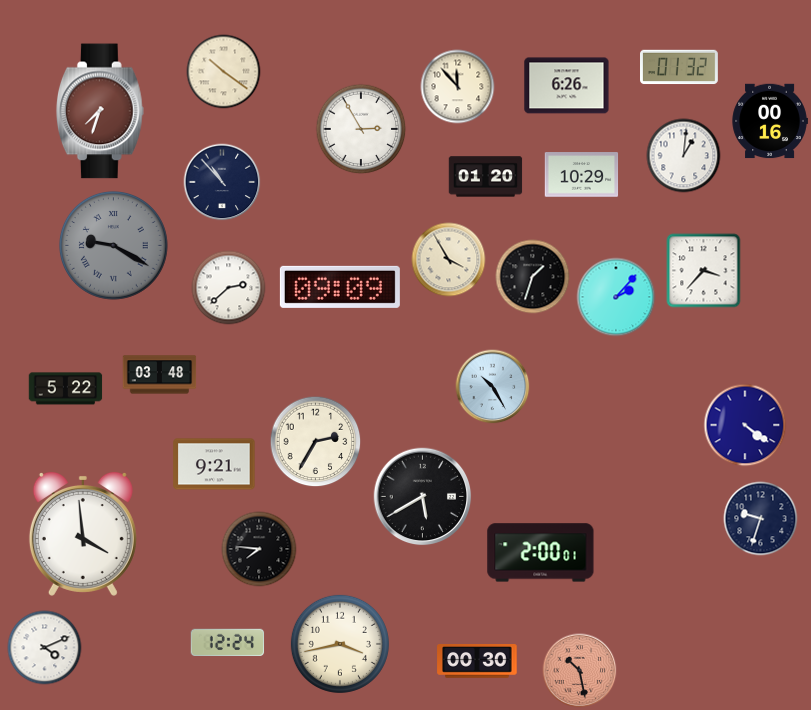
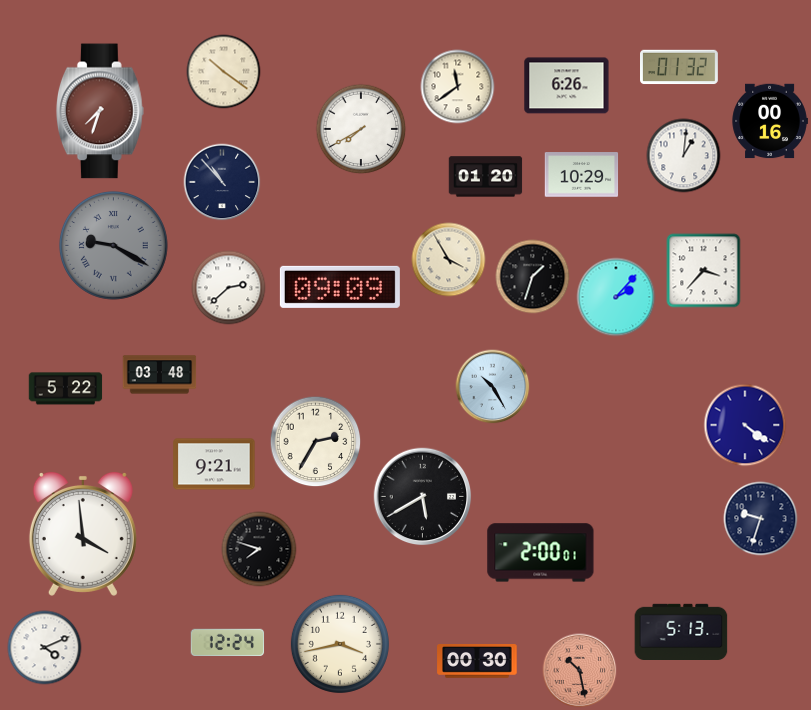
clock at (458, 87): 11:53 -> 11:39
clock at (361, 129): 2:55 -> 7:40
clock at (259, 549): 7:46 -> 7:48
clock at (681, 631): none -> 5:13
